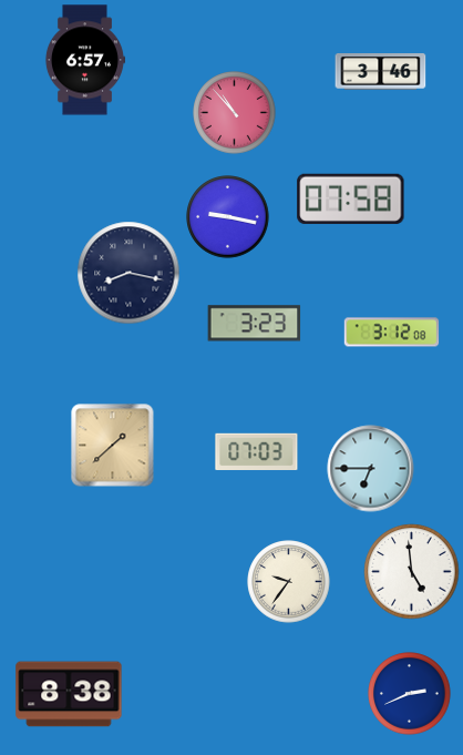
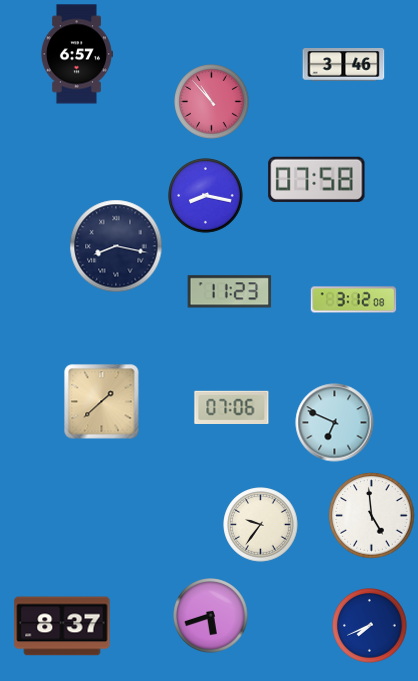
clock at (228, 217): 9:17 -> 8:17
clock at (255, 324): 3:23 -> 11:23
clock at (257, 451): 07:03 -> 07:06
clock at (371, 469): 6:45 -> 6:49
clock at (211, 616): none -> 5:42
clock at (69, 694): 8:38 -> 8:37
clock at (410, 694): 2:41 -> 7:41
